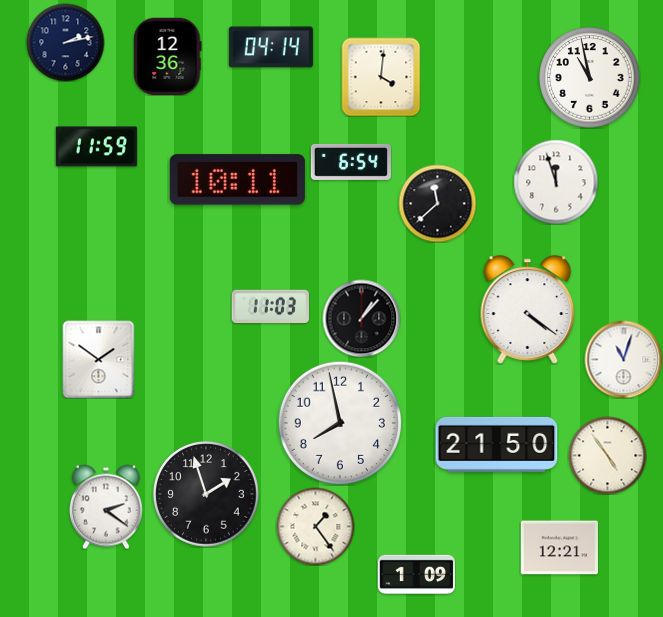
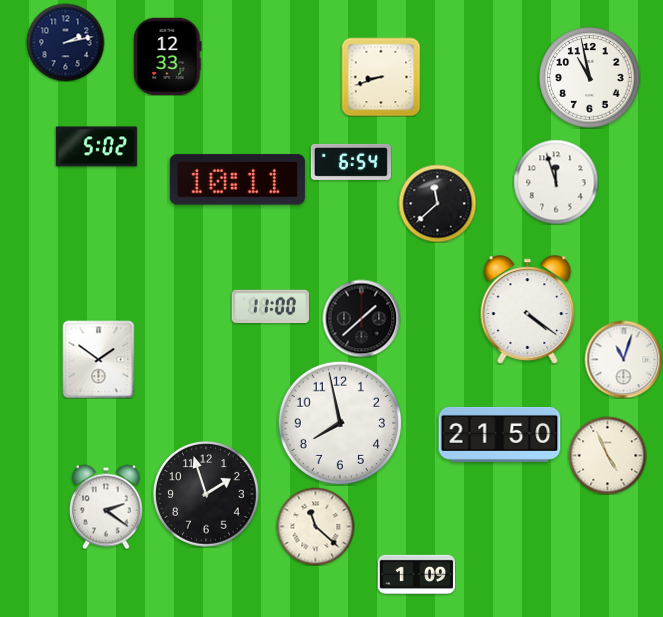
clock at (271, 47): 04:14 -> none
clock at (168, 56): 12:36 -> 12:33
clock at (381, 77): 4:01 -> 8:42
clock at (96, 147): 11:59 -> 5:02
clock at (270, 306): 11:03 -> 11:00
clock at (361, 318): 1:07 -> 1:38
clock at (497, 444) position: (497, 444) -> (500, 434)
clock at (607, 455): 4:54 -> 4:56
clock at (315, 526): 1:24 -> 11:22
clock at (559, 548): 12:21 -> none
